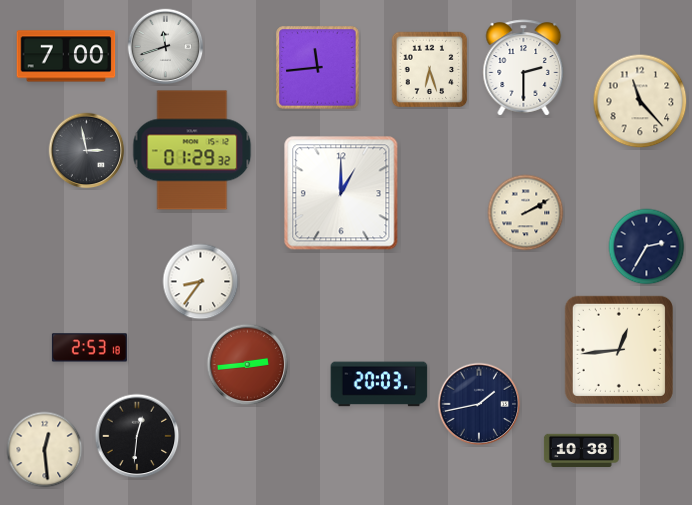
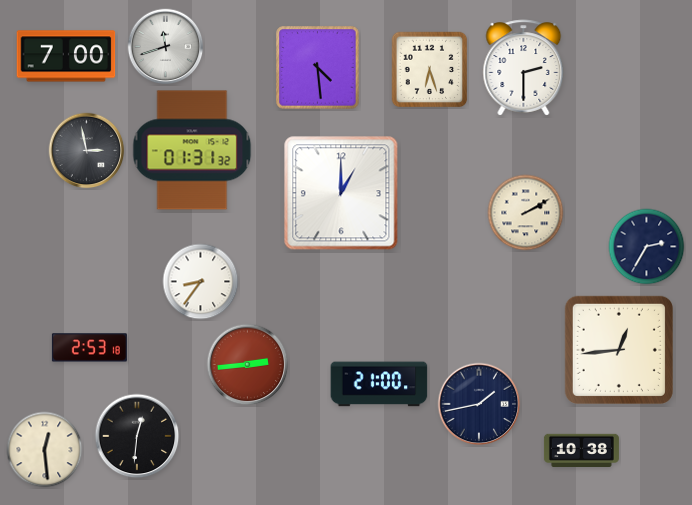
clock at (318, 68): 11:44 -> 4:29
clock at (640, 101): 11:23 -> none
clock at (192, 150): 01:29 -> 01:31
clock at (379, 384): 20:03 -> 21:00
